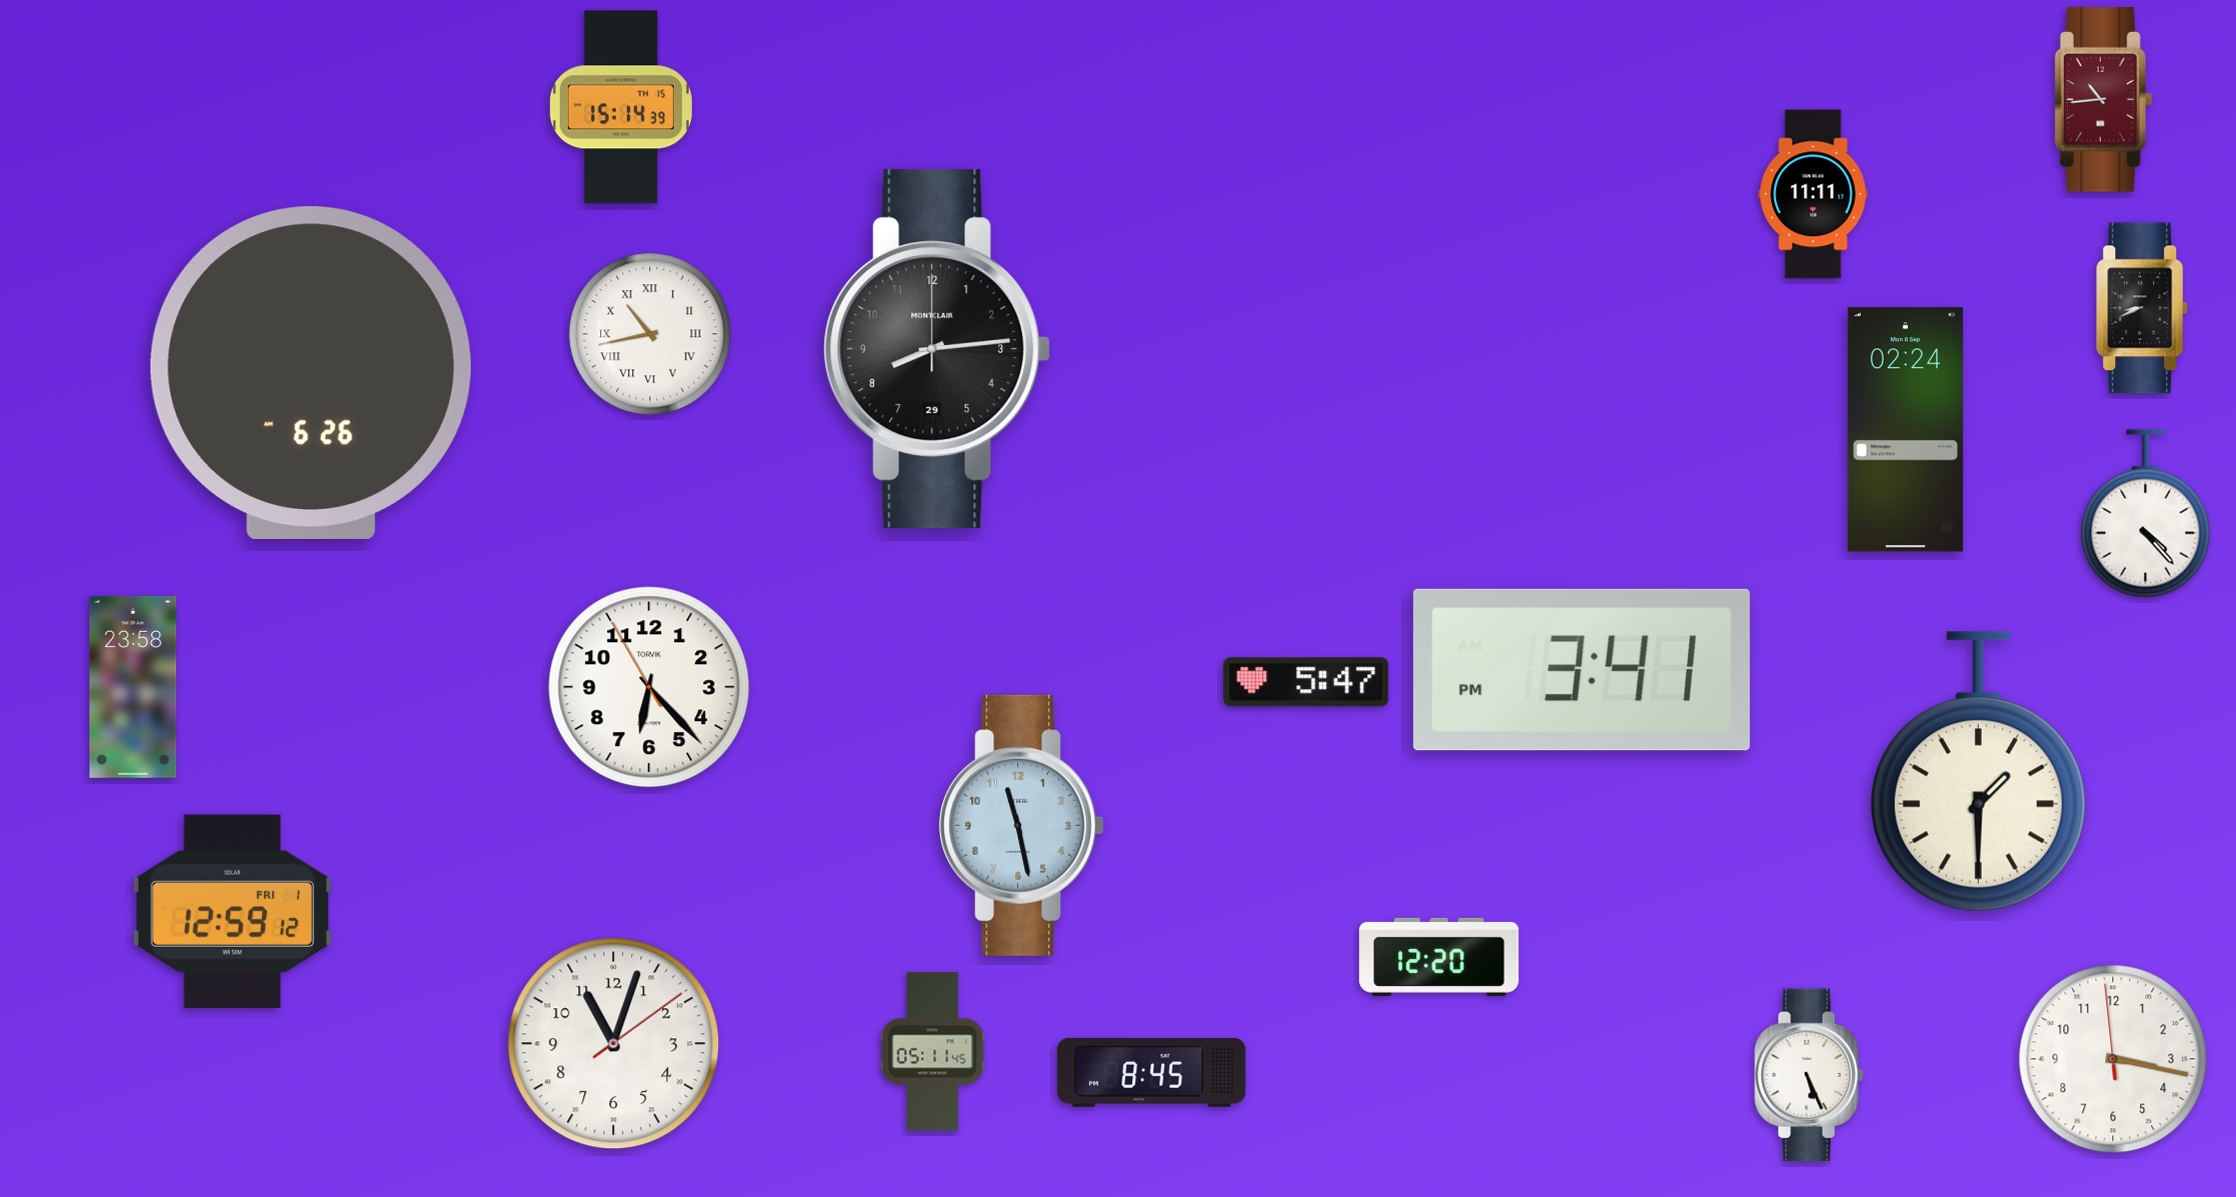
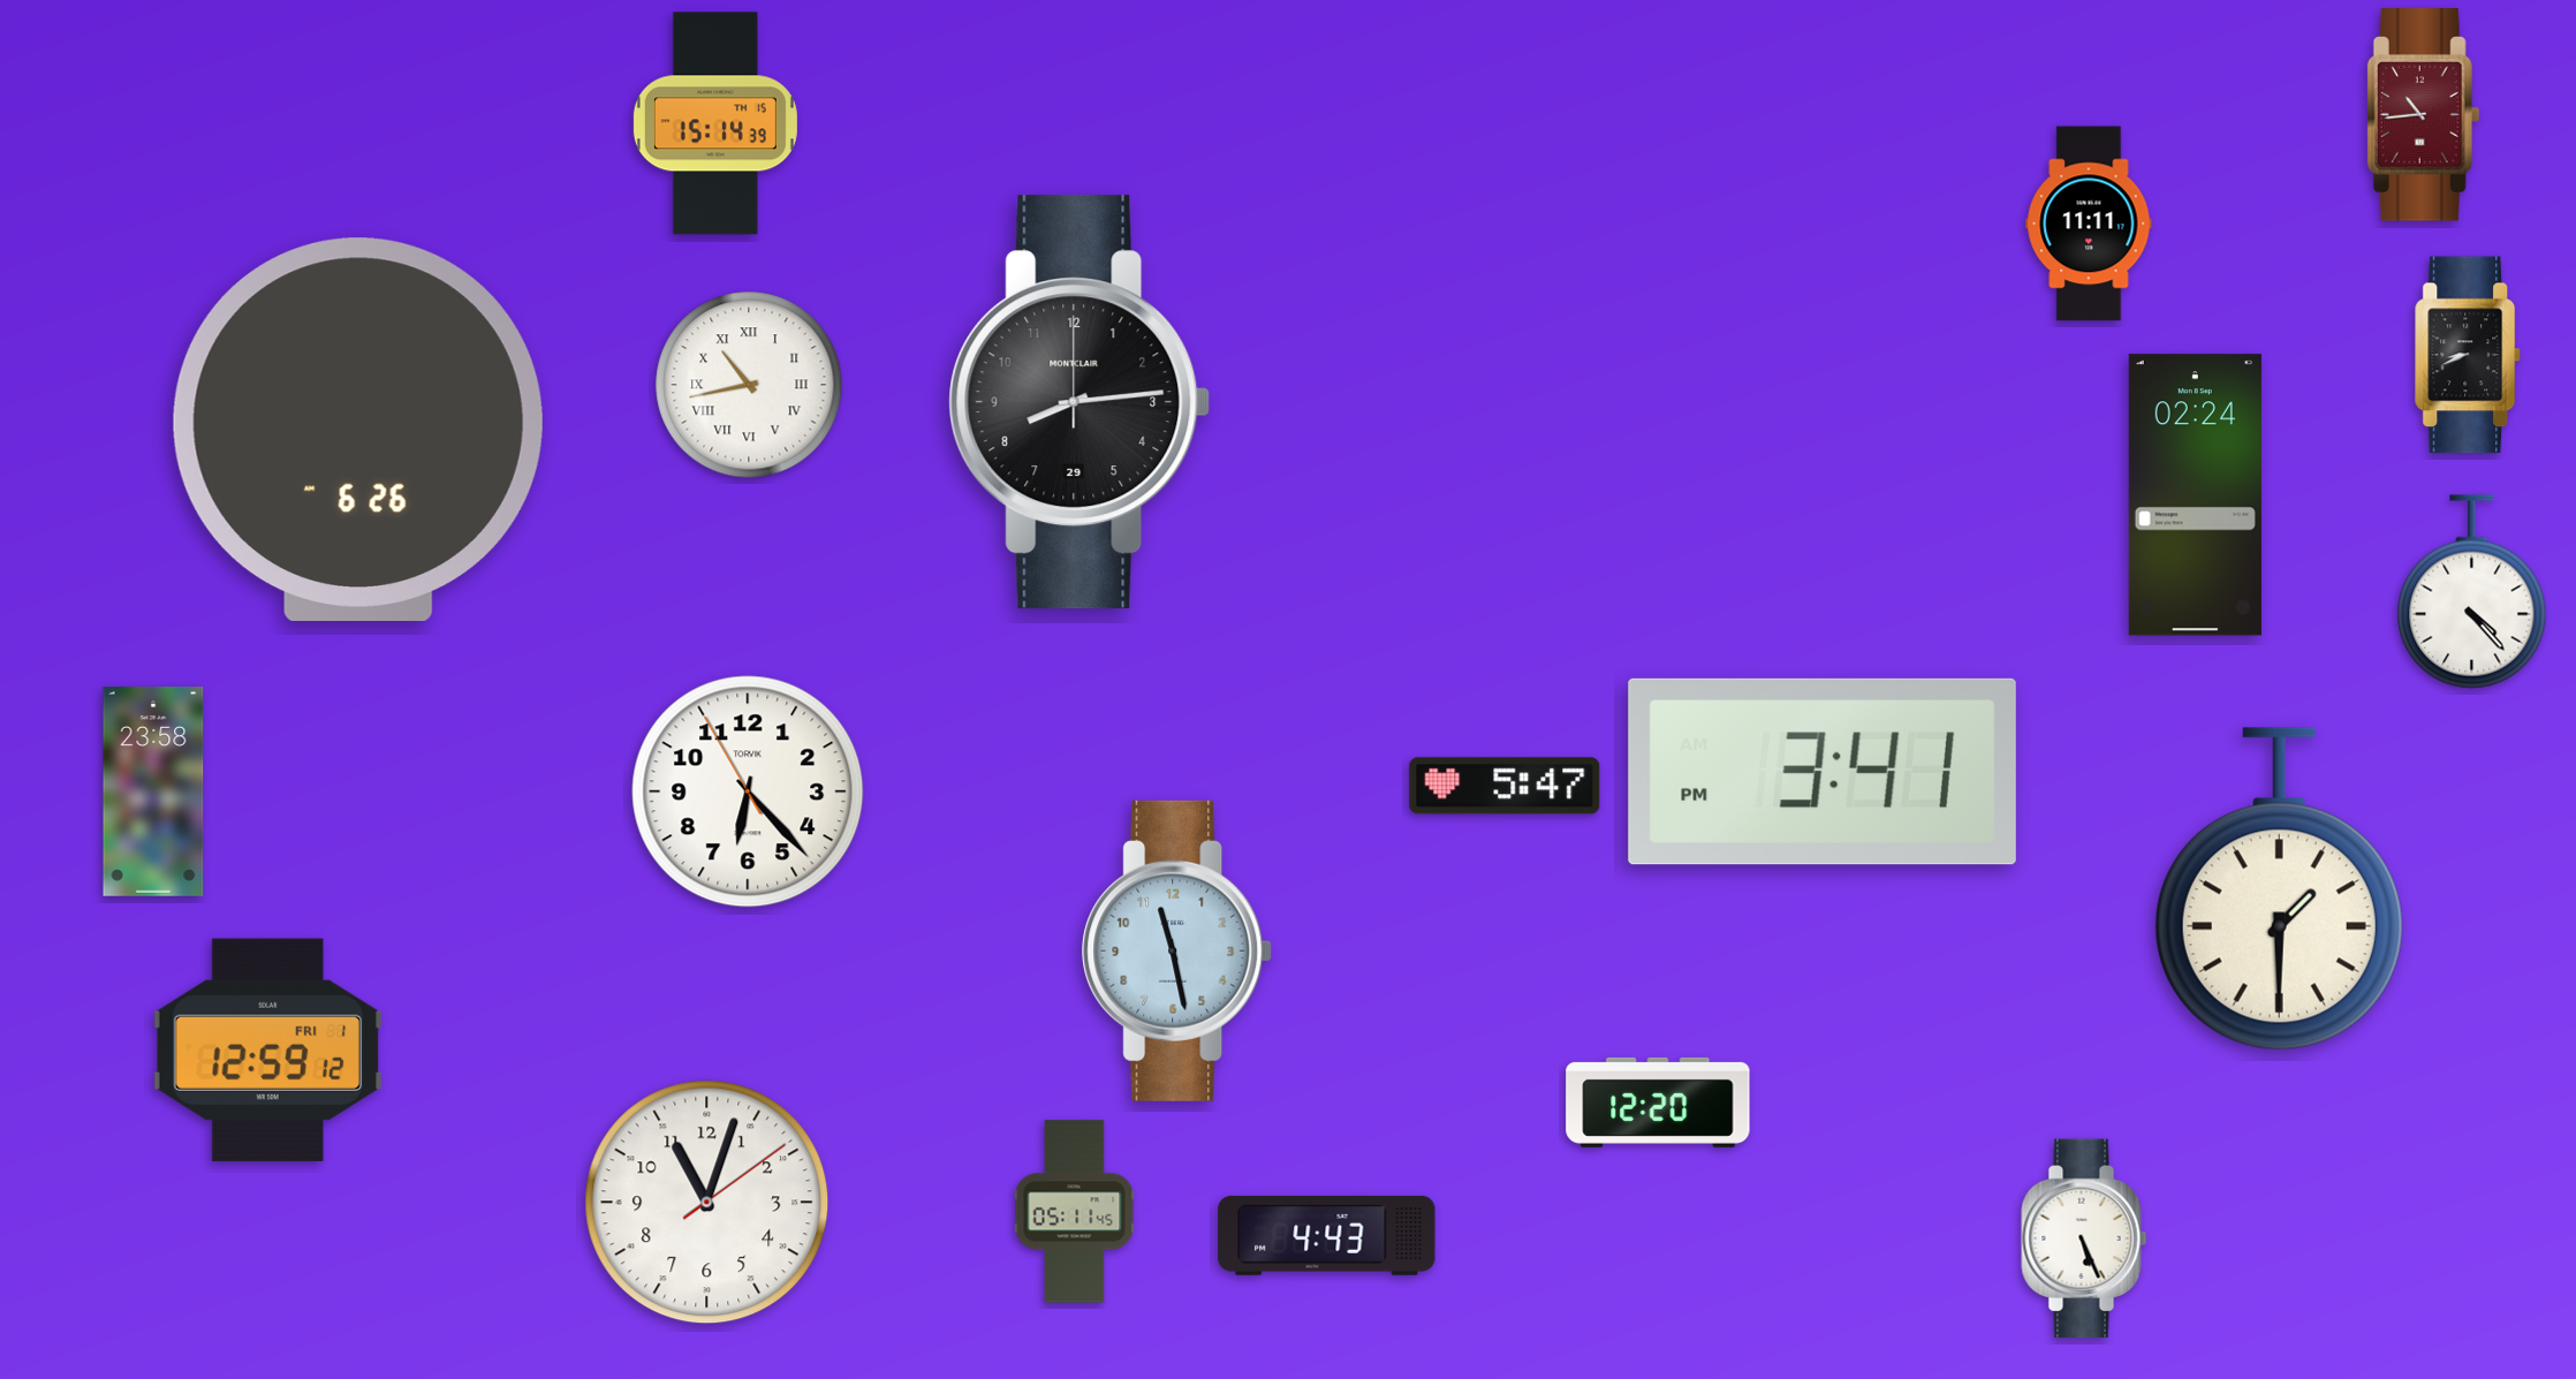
clock at (2113, 1059): 3:16 -> none
clock at (1152, 1072): 8:45 -> 4:43
